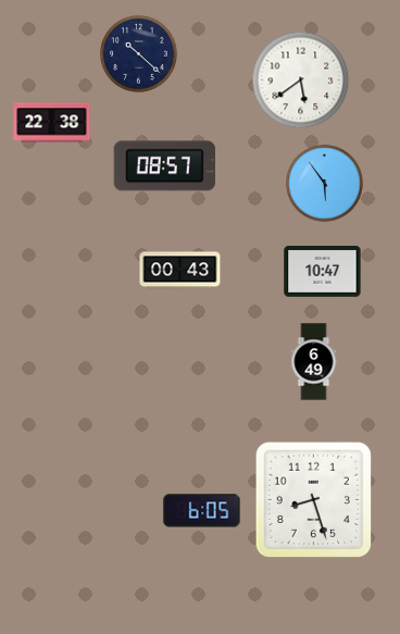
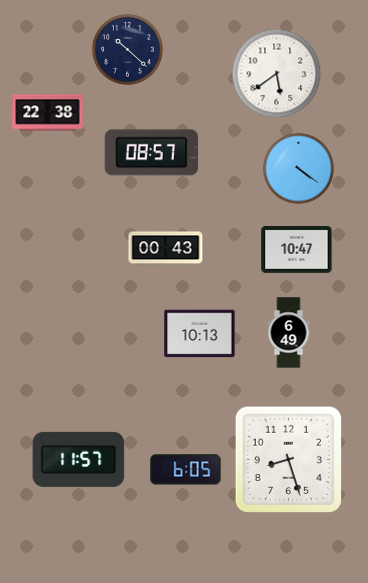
clock at (325, 184): 5:54 -> 4:21
clock at (200, 334): none -> 10:13
clock at (79, 459): none -> 11:57
